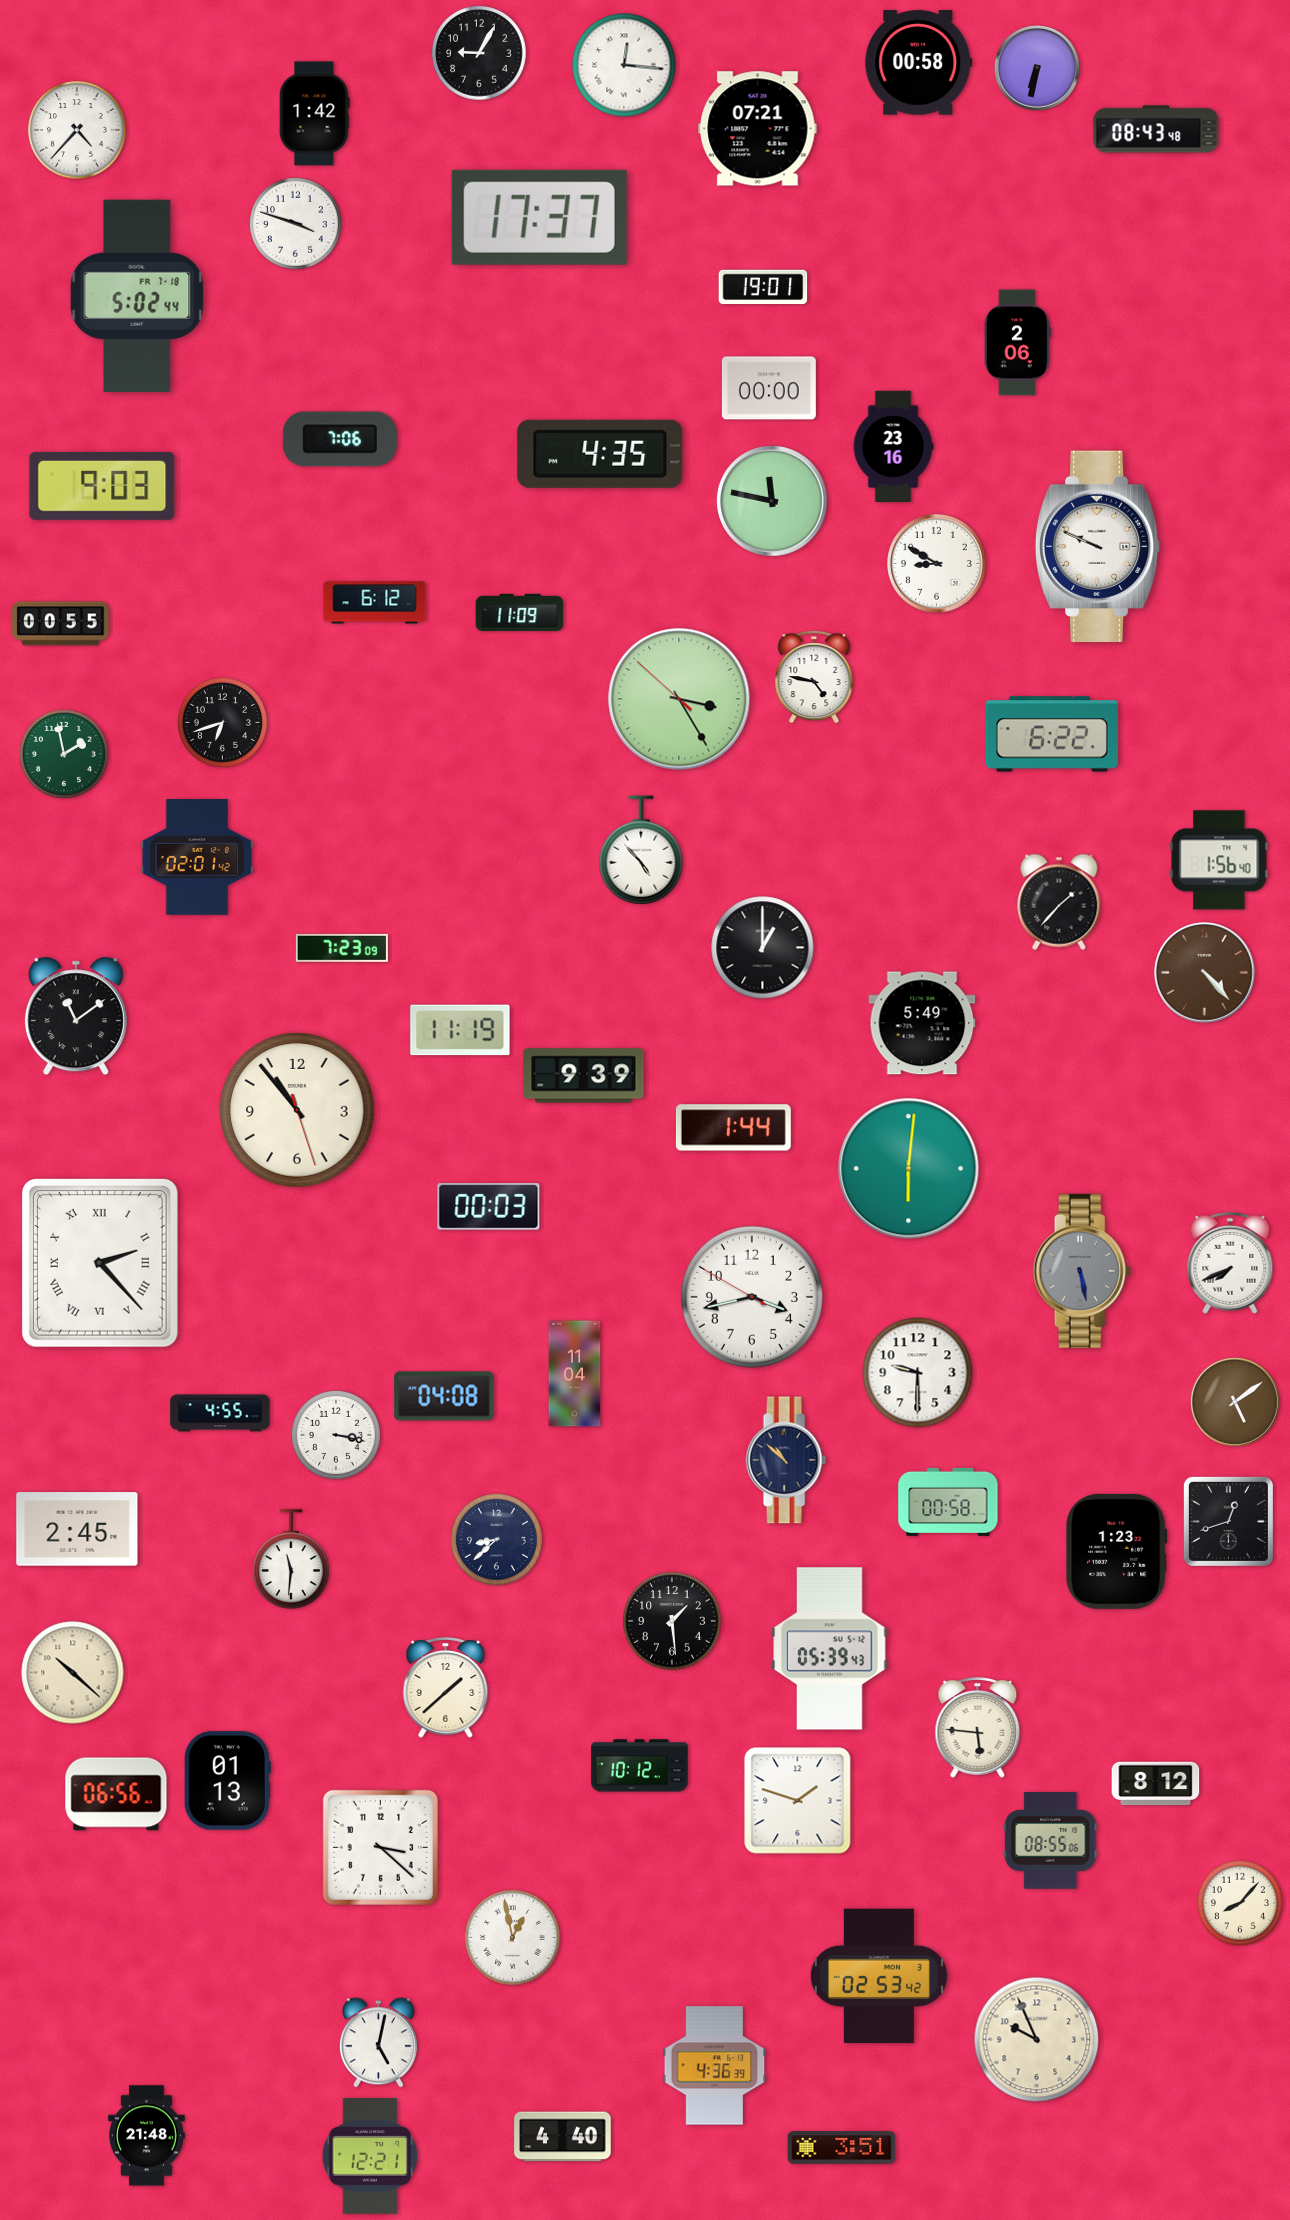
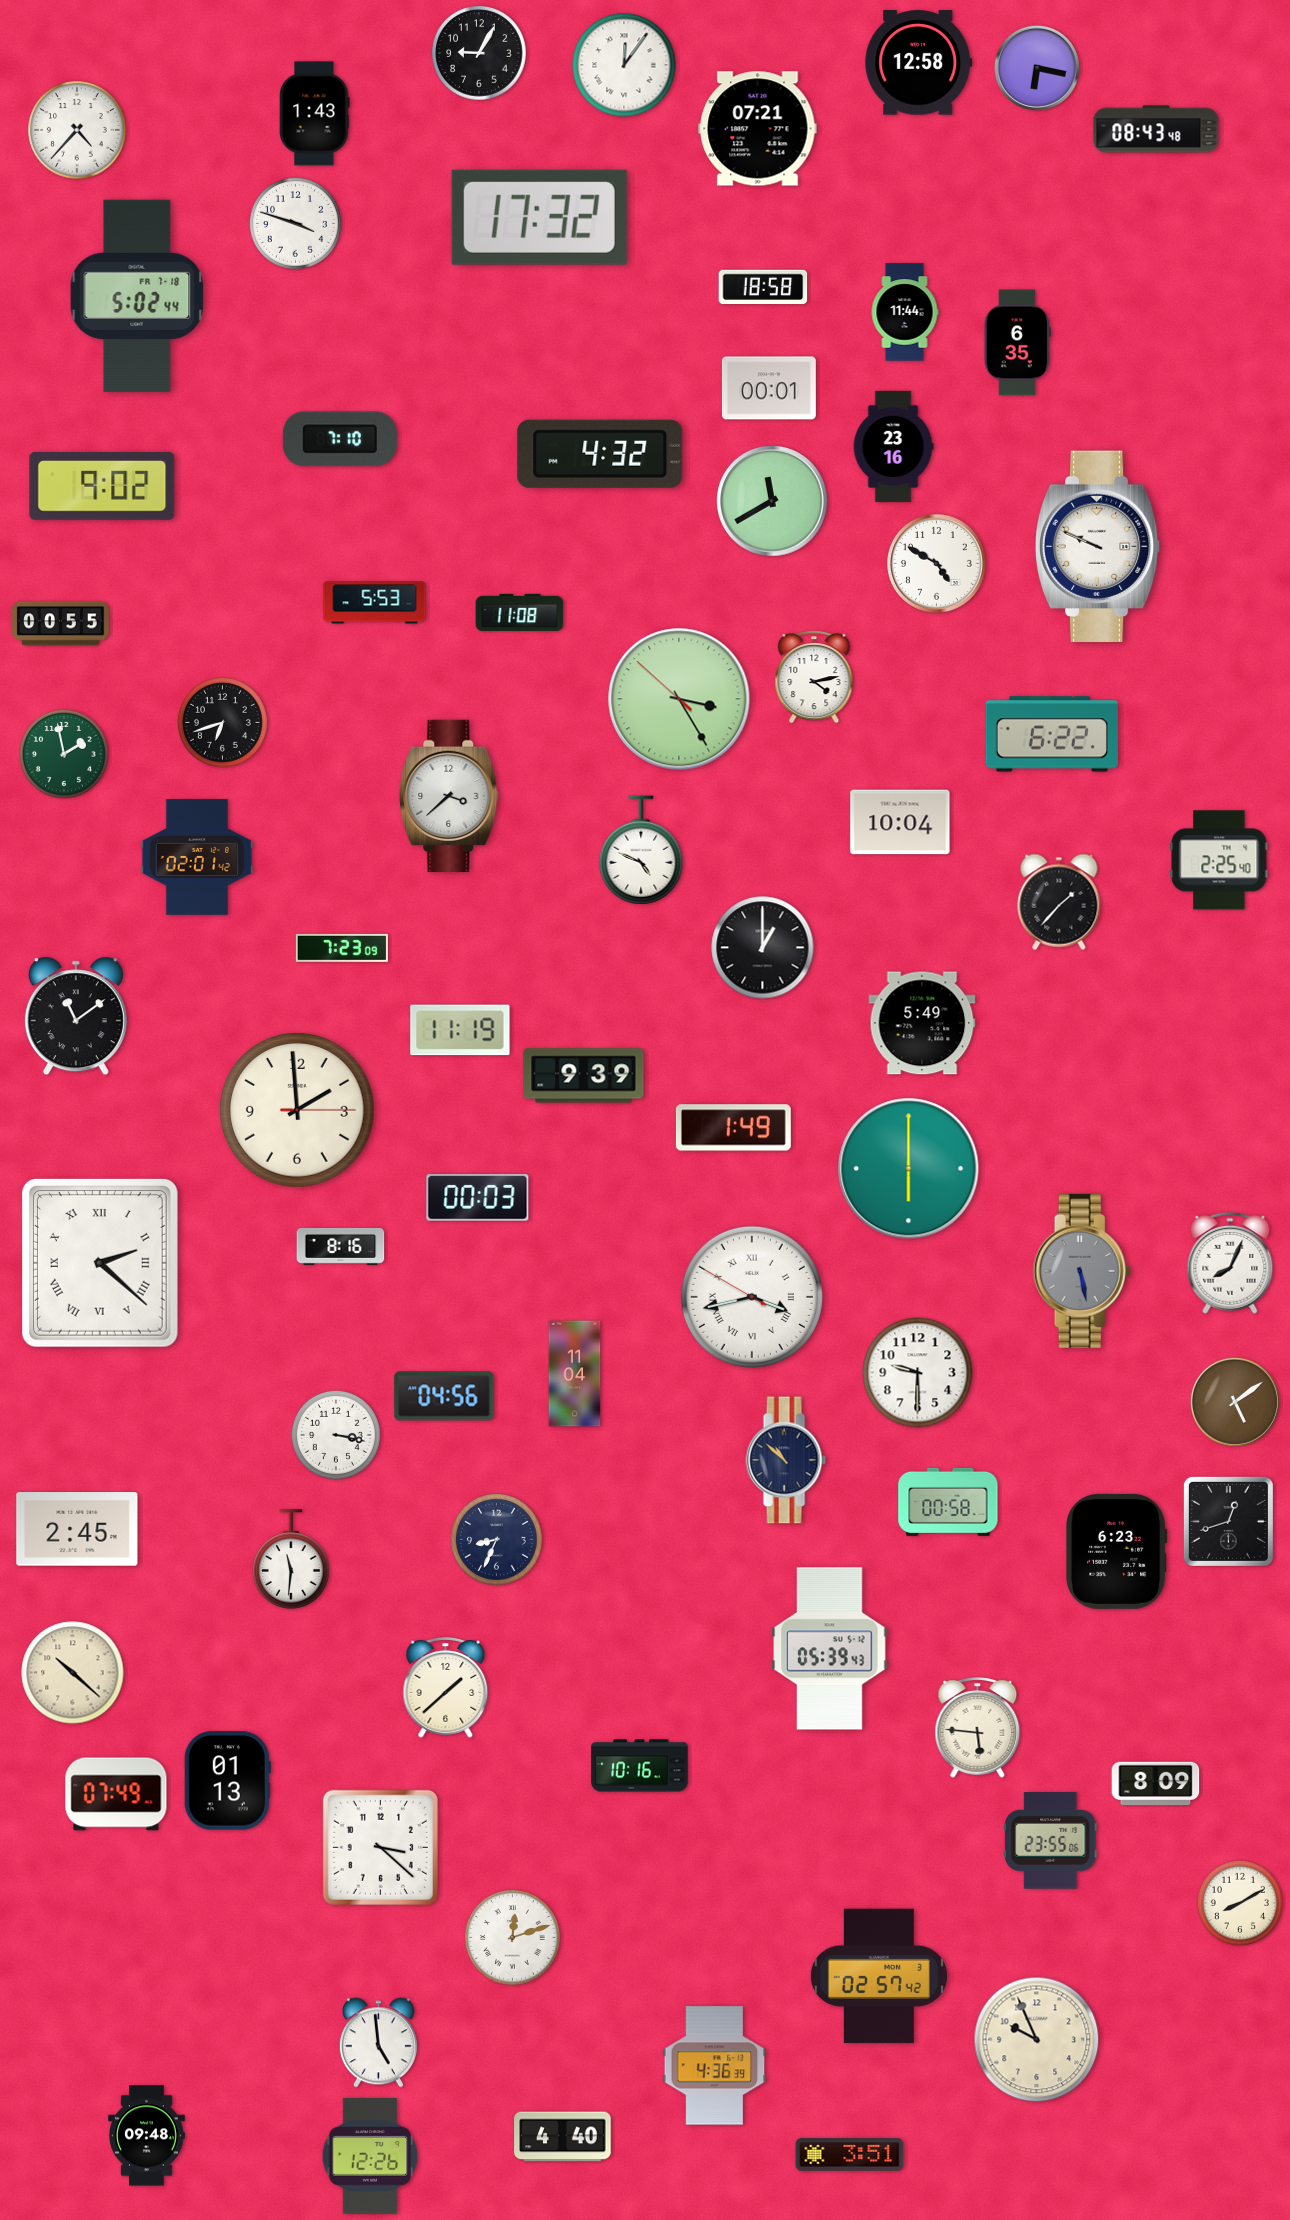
clock at (919, 63): 00:58 -> 12:58
clock at (624, 65): 12:16 -> 12:06
clock at (1037, 68): 6:32 -> 6:17
clock at (315, 114): 1:42 -> 1:43
clock at (539, 217): 17:37 -> 17:32
clock at (763, 287): 19:01 -> 18:58
clock at (905, 312): none -> 11:44
clock at (1017, 343): 2:06 -> 6:35
clock at (769, 388): 00:00 -> 00:01
clock at (340, 439): 7:06 -> 7:10
clock at (600, 454): 4:35 -> 4:32
clock at (102, 486): 9:03 -> 9:02
clock at (772, 501): 11:47 -> 11:40
clock at (937, 564): 8:50 -> 4:50
clock at (375, 603): 6:12 -> 5:53
clock at (520, 612): 11:09 -> 11:08
clock at (814, 678): 4:47 -> 4:13
clock at (449, 796): none -> 3:38
clock at (900, 822): none -> 10:04
clock at (641, 850): 4:53 -> 4:49
clock at (1219, 860): 1:56 -> 2:25
clock at (1205, 973): 4:23 -> none
clock at (297, 1110): 10:53 -> 1:59
clock at (733, 1128): 1:44 -> 1:49
clock at (909, 1169): 6:01 -> 6:00
clock at (489, 1207) position: (489, 1207) -> (478, 1198)
clock at (341, 1246): none -> 8:16
clock at (1230, 1263): 7:41 -> 8:04
clock at (100, 1264): 2:23 -> 2:22
clock at (752, 1297) numerals: Arabic -> Roman
clock at (444, 1396): 04:08 -> 04:56
clock at (220, 1413): 4:55 -> none
clock at (497, 1540): 8:38 -> 8:34
clock at (1117, 1551): 1:23 -> 6:23
clock at (672, 1621): 1:29 -> none
clock at (640, 1766): 10:12 -> 10:16
clock at (1156, 1784): 8:12 -> 8:09
clock at (116, 1794): 06:56 -> 07:49
clock at (798, 1801): 1:48 -> none
clock at (1051, 1841): 08:55 -> 23:55
clock at (1240, 1903): 8:07 -> 8:10
clock at (513, 1938): 12:58 -> 12:12
clock at (879, 1976): 02:53 -> 02:57
clock at (378, 2043): 5:02 -> 4:59
clock at (147, 2136): 21:48 -> 09:48
clock at (842, 2148) position: (842, 2148) -> (850, 2155)
clock at (370, 2157): 12:21 -> 12:26
